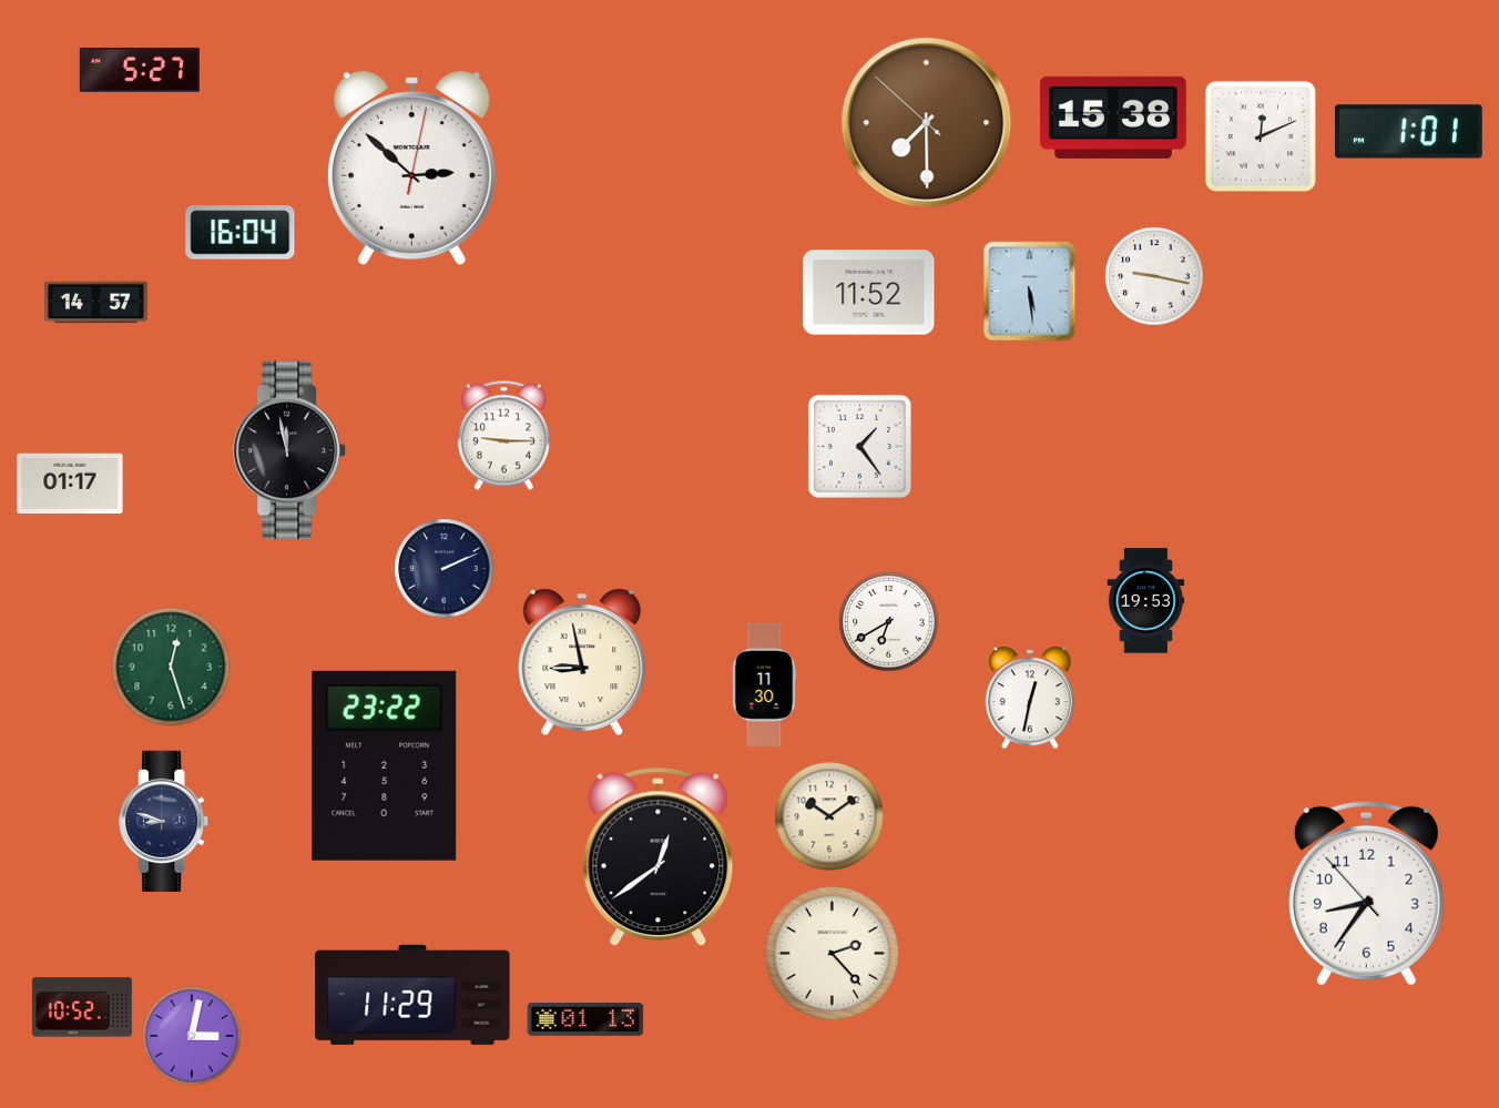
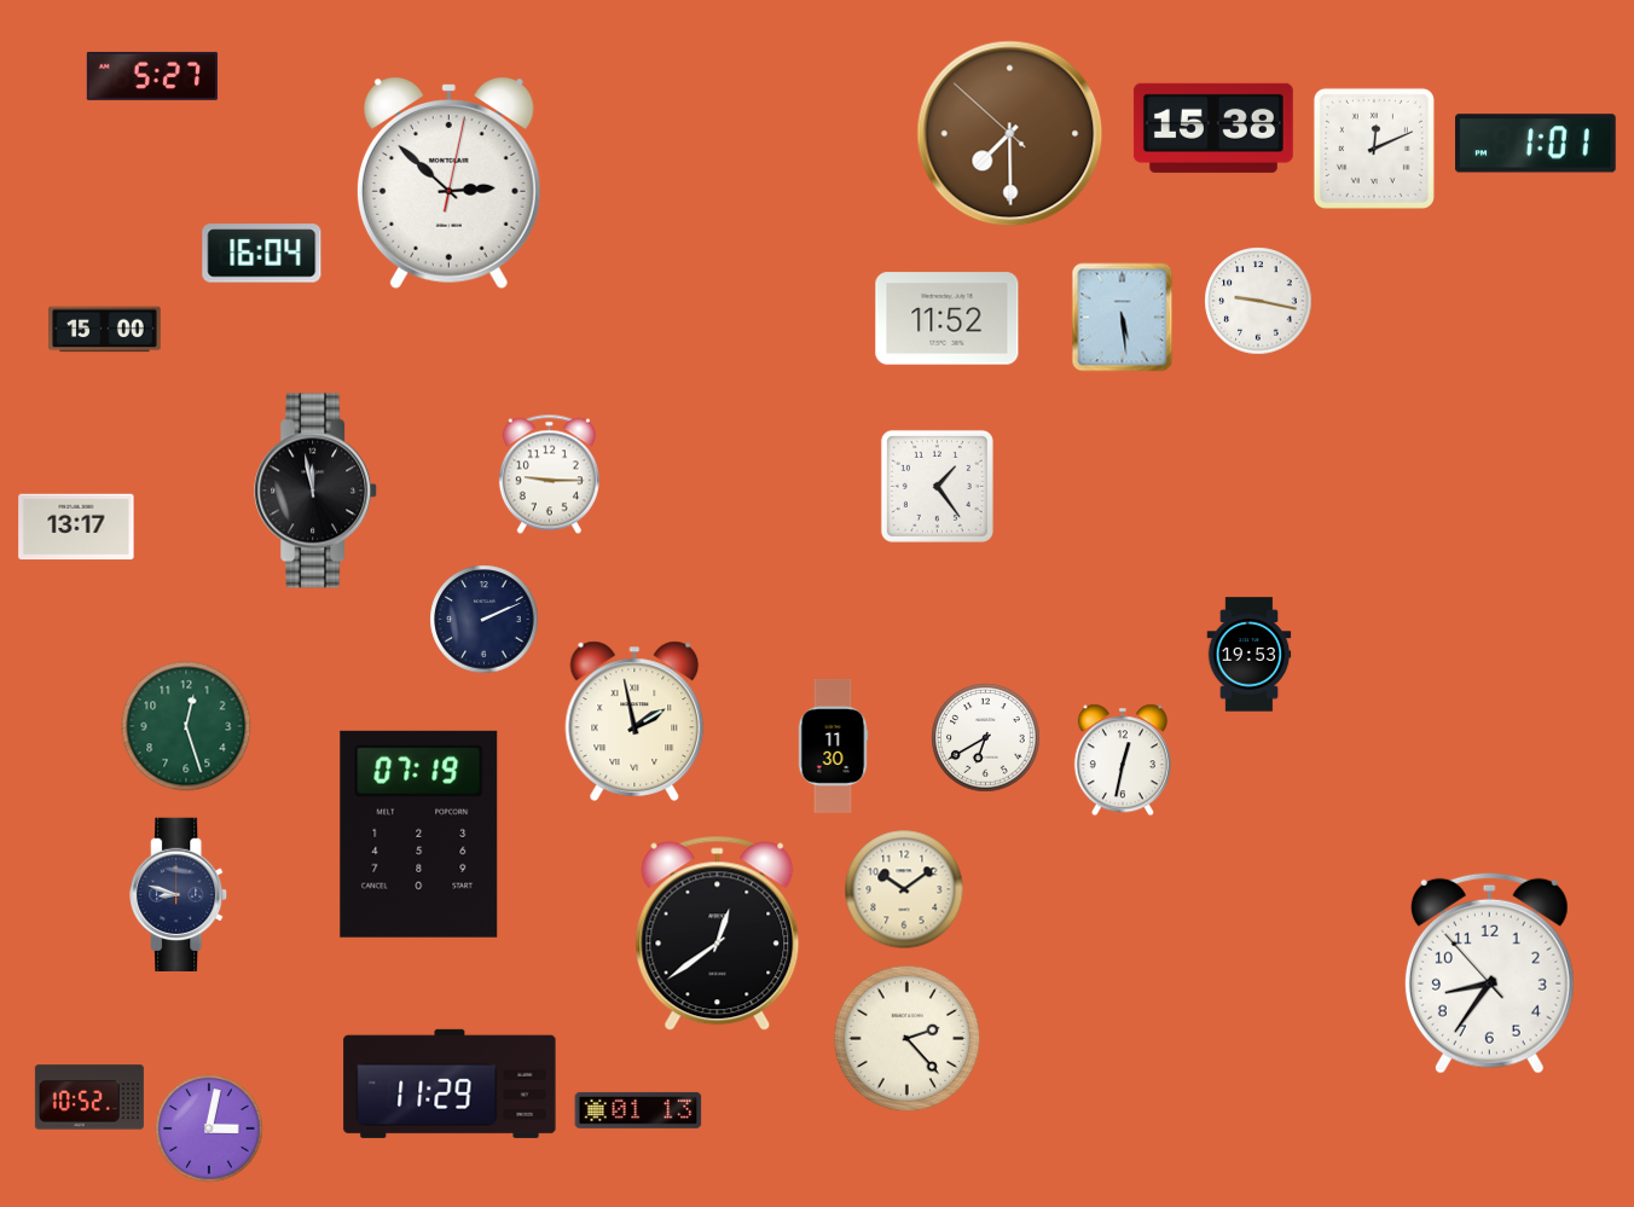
clock at (96, 303): 14:57 -> 15:00
clock at (70, 484): 01:17 -> 13:17
clock at (889, 622) position: (889, 622) -> (986, 738)
clock at (582, 662): 8:58 -> 1:58
clock at (385, 765): 23:22 -> 07:19
